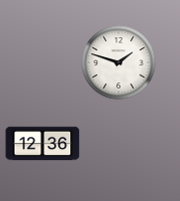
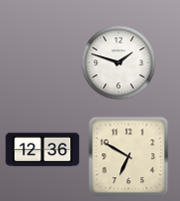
clock at (43, 144) position: (43, 144) -> (43, 150)
clock at (129, 157): none -> 6:50
